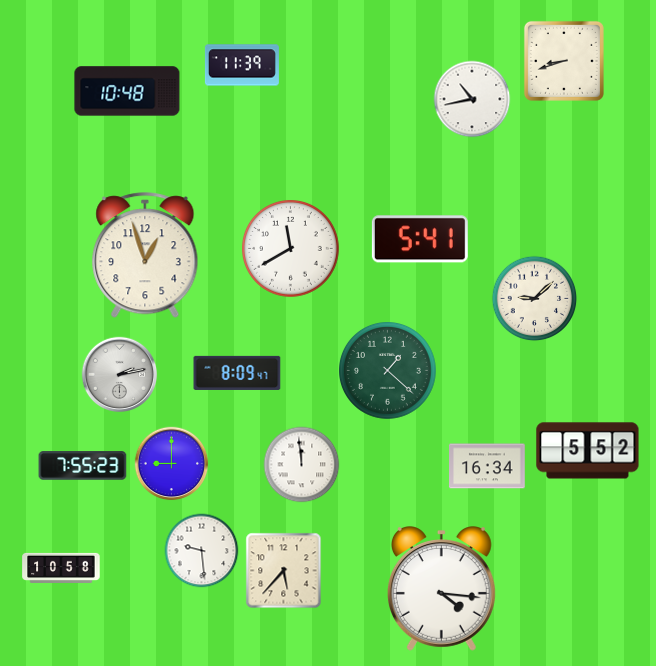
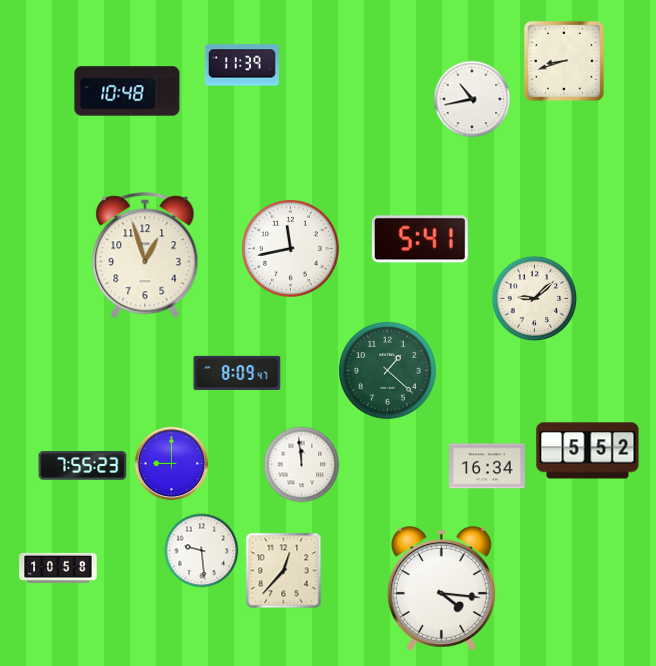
clock at (291, 249): 11:40 -> 11:43
clock at (120, 375): 2:13 -> none
clock at (61, 568) position: (61, 568) -> (58, 568)
clock at (284, 571): 5:37 -> 12:37
